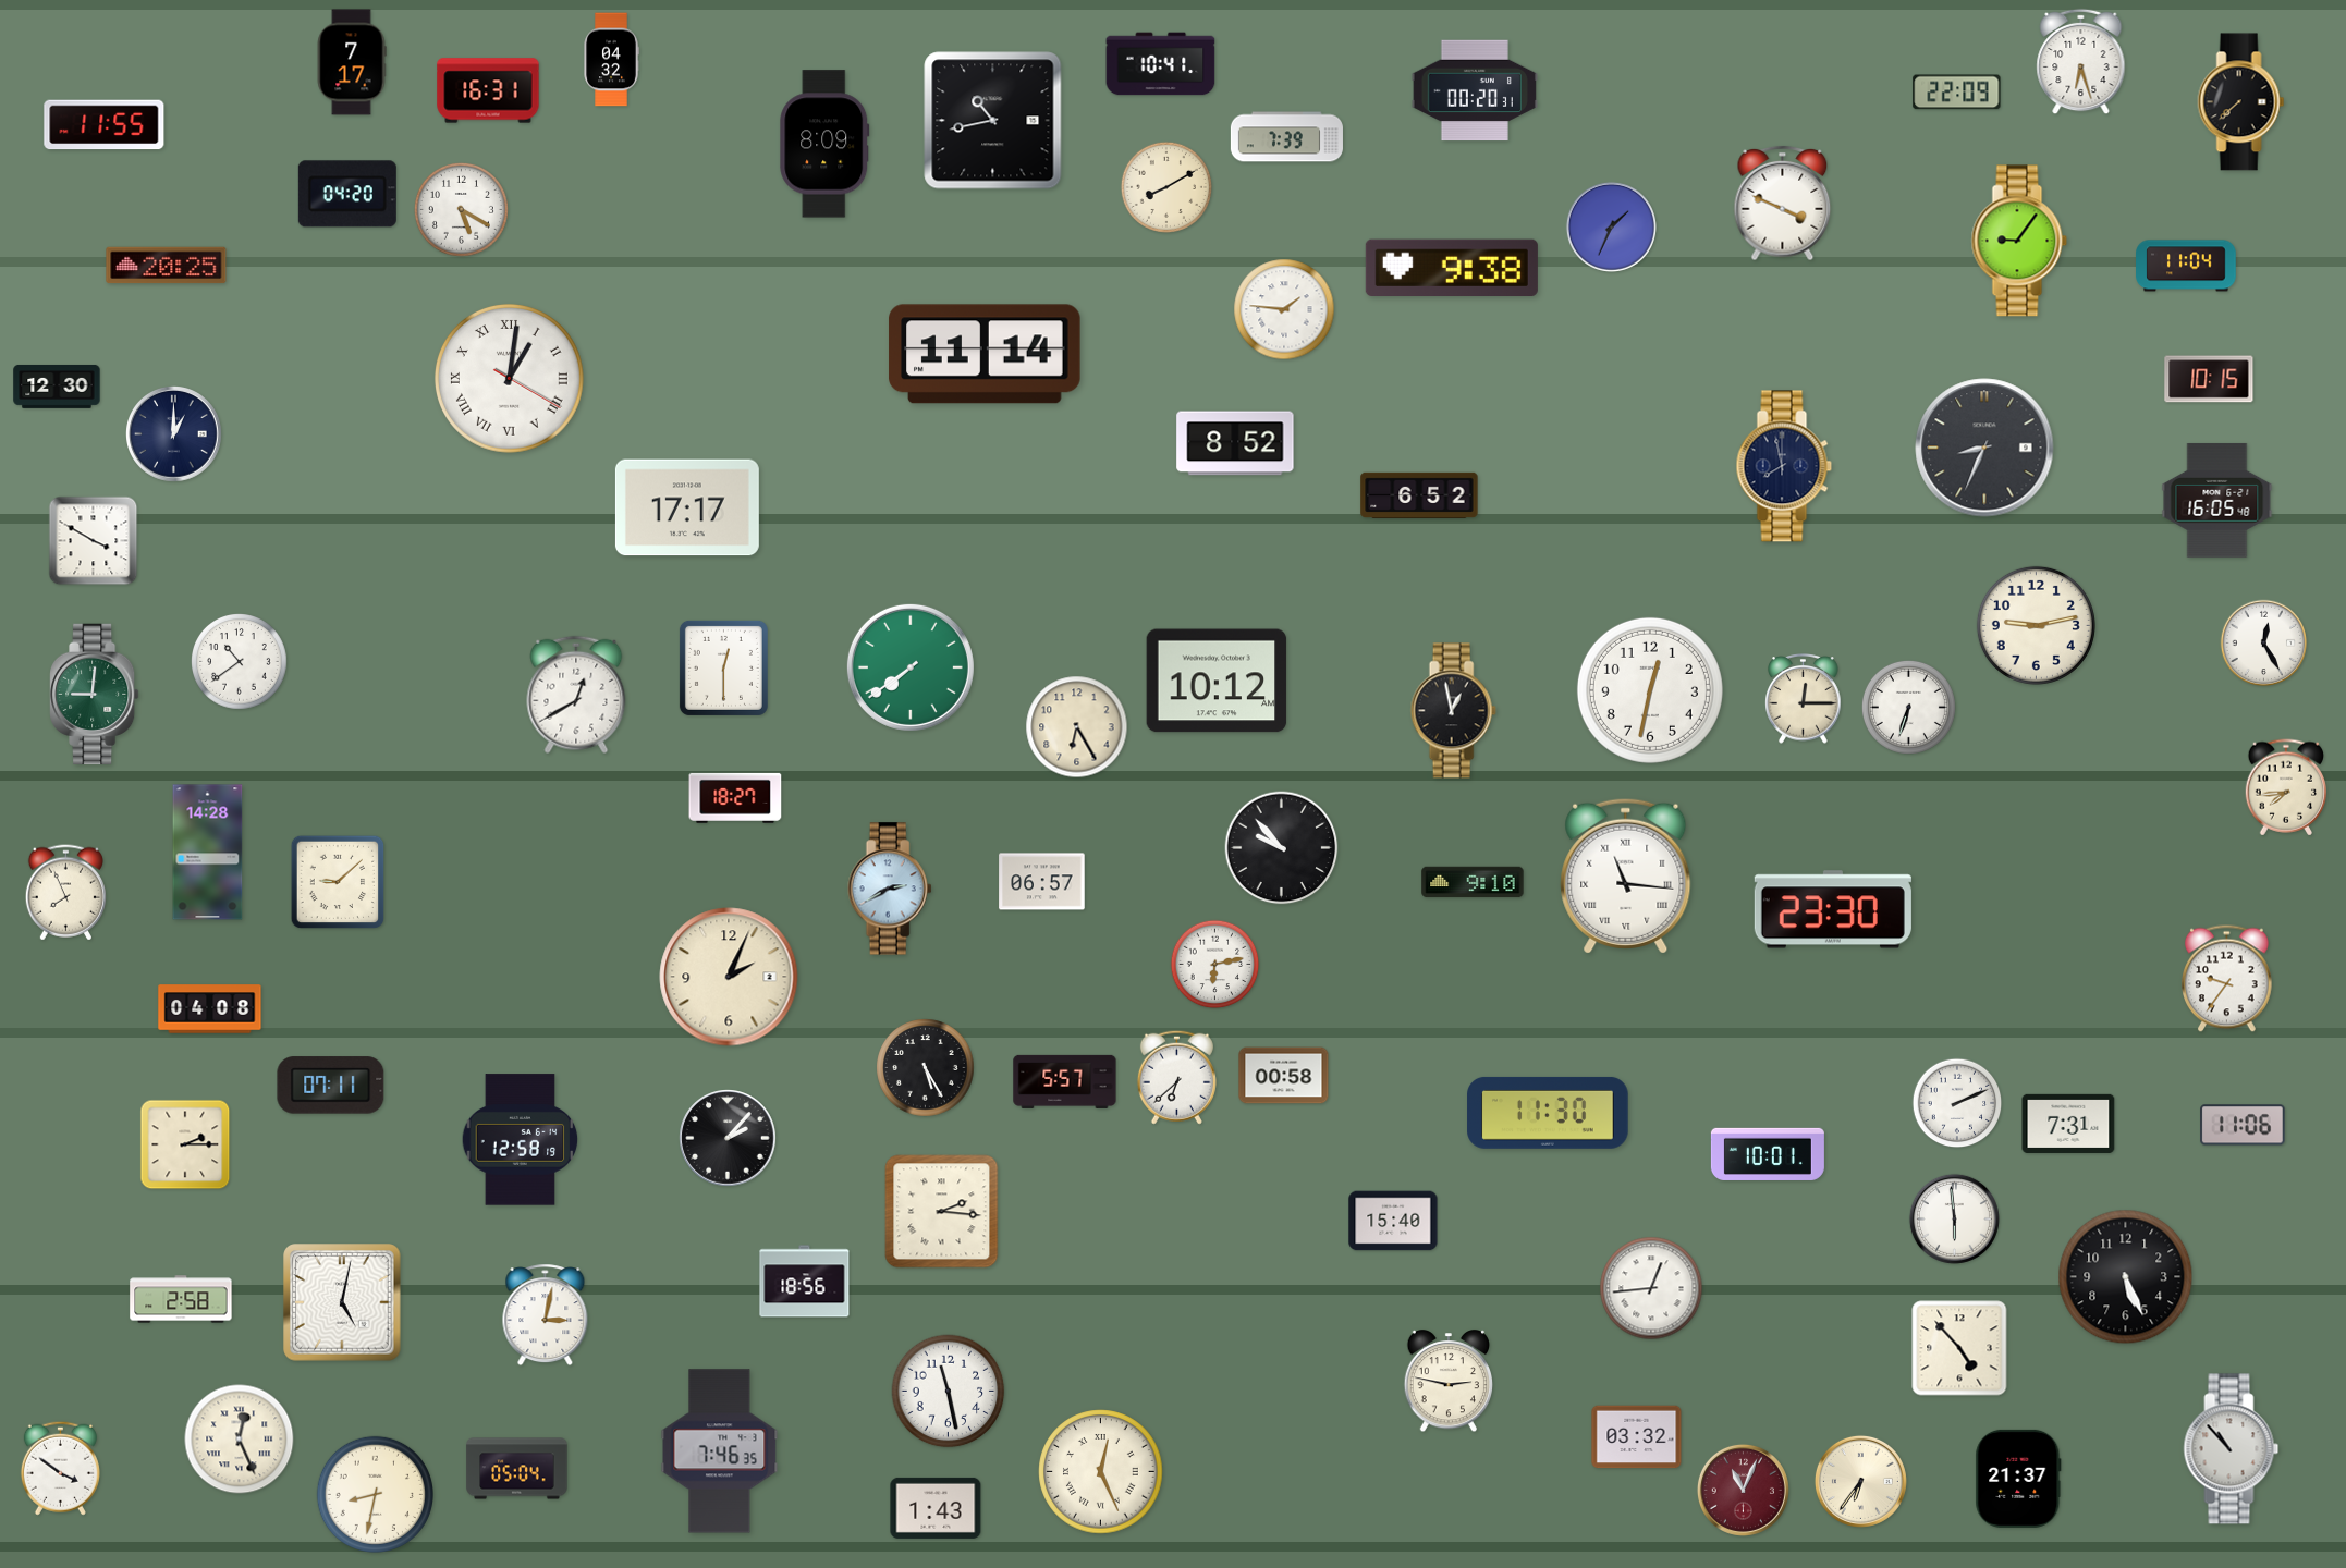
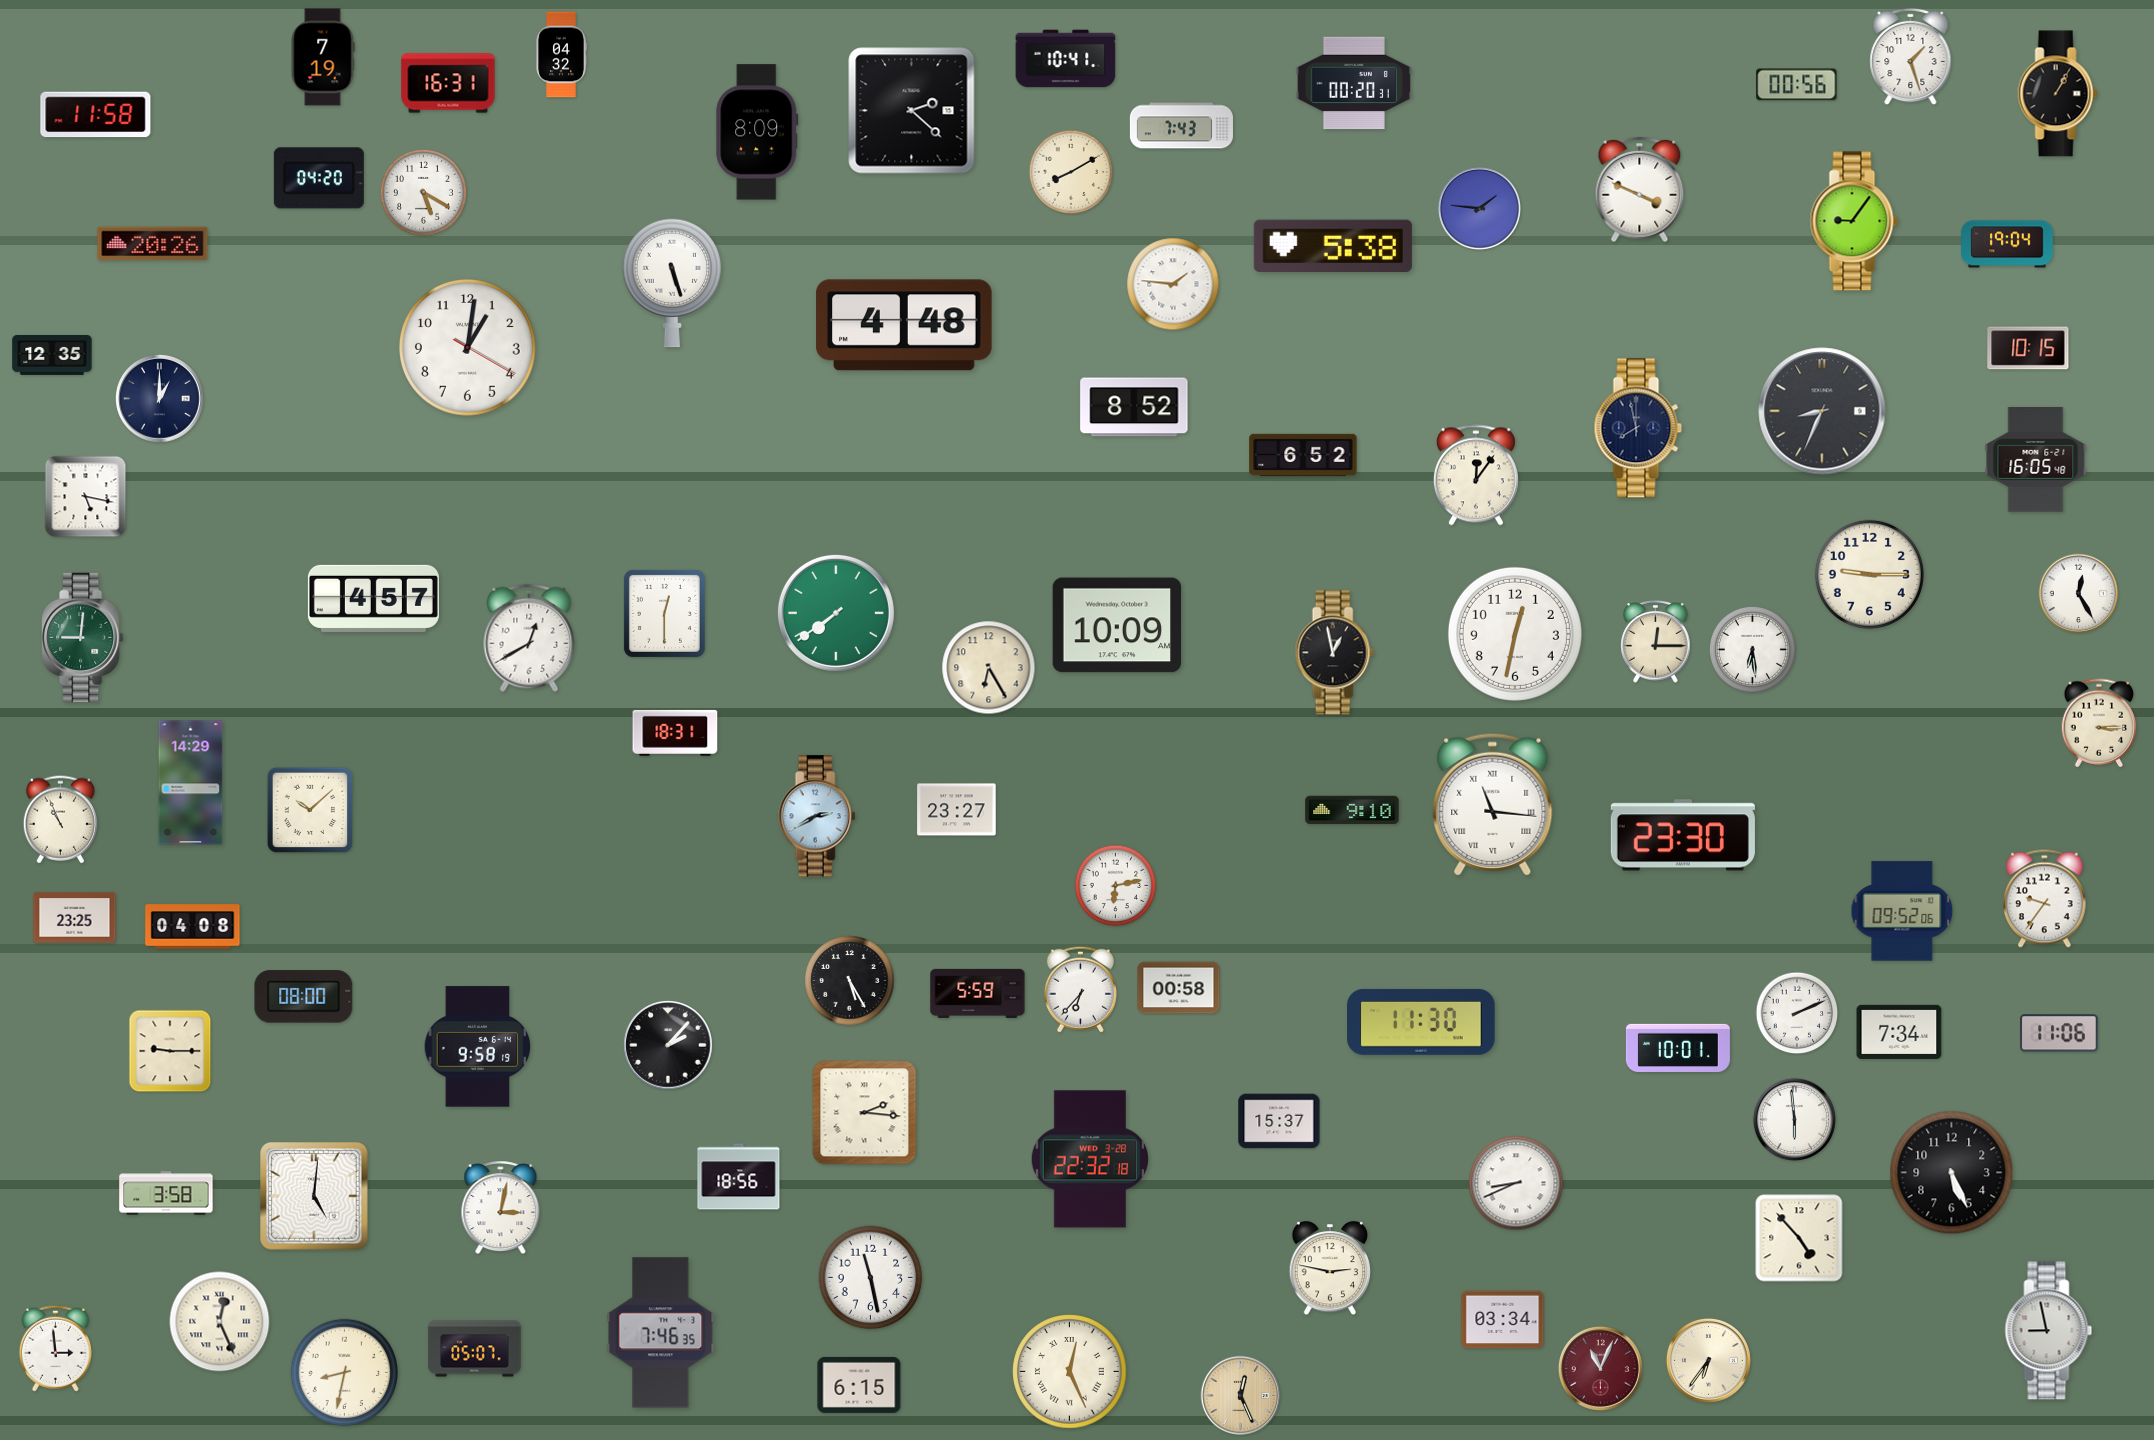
clock at (352, 62): 7:17 -> 7:19
clock at (2081, 62): 6:27 -> 1:27
clock at (1957, 93): 22:09 -> 00:56
clock at (2241, 102): 7:38 -> 1:05
clock at (993, 121): 10:43 -> 2:22
clock at (105, 125): 11:55 -> 11:58
clock at (1286, 137): 7:39 -> 7:43
clock at (1783, 204) position: (1783, 204) -> (1640, 190)
clock at (1611, 226): 1:34 -> 1:46
clock at (167, 266): 20:25 -> 20:26
clock at (2186, 266): 11:04 -> 19:04
clock at (1452, 267): 9:38 -> 5:38
clock at (672, 283): none -> 5:27
clock at (1284, 309) position: (1284, 309) -> (1173, 284)
clock at (985, 354): 11:14 -> 4:48
clock at (509, 378) numerals: Roman -> Arabic
clock at (57, 387): 12:30 -> 12:35
clock at (687, 507): 17:17 -> none
clock at (1476, 475): none -> 12:06
clock at (94, 541): 3:50 -> 5:17
clock at (2036, 625): 9:13 -> 9:15
clock at (2264, 644) position: (2264, 644) -> (2079, 594)
clock at (373, 598): none -> 4:57
clock at (240, 662): 10:39 -> none
clock at (1217, 681): 10:12 -> 10:09
clock at (95, 695) position: (95, 695) -> (83, 638)
clock at (1908, 707): 6:33 -> 6:29
clock at (2286, 787): 7:44 -> 3:15
clock at (735, 798): 18:27 -> 18:31
clock at (1282, 848): 9:53 -> none
clock at (208, 853): 14:28 -> 14:29
clock at (338, 882): 9:08 -> 10:08
clock at (1042, 882): 06:57 -> 23:27
clock at (65, 893): 7:56 -> 10:56
clock at (729, 977): 2:04 -> none
clock at (1902, 911): none -> 09:52
clock at (75, 918): none -> 23:25
clock at (1176, 1077): 6:38 -> 6:37
clock at (1065, 1081): 5:57 -> 5:59
clock at (331, 1086): 07:11 -> 08:00
clock at (2068, 1124): 7:31 -> 7:34
clock at (521, 1140): 12:58 -> 9:58
clock at (185, 1144): 2:15 -> 9:15
clock at (1768, 1154) position: (1768, 1154) -> (1678, 1048)
clock at (1393, 1221): 15:40 -> 15:37
clock at (1089, 1159): none -> 22:32
clock at (1651, 1288): 12:44 -> 8:41
clock at (181, 1299): 2:58 -> 3:58
clock at (342, 1302): 5:02 -> 5:01
clock at (1637, 1437): 03:32 -> 03:34
clock at (2232, 1449): 10:53 -> 8:58
clock at (60, 1468): 3:51 -> 2:59
clock at (517, 1469): 05:04 -> 05:07
clock at (1101, 1472) position: (1101, 1472) -> (1070, 1372)
clock at (2018, 1479): 21:37 -> none
clock at (936, 1508): 1:43 -> 6:15
clock at (1241, 1396): none -> 12:26
